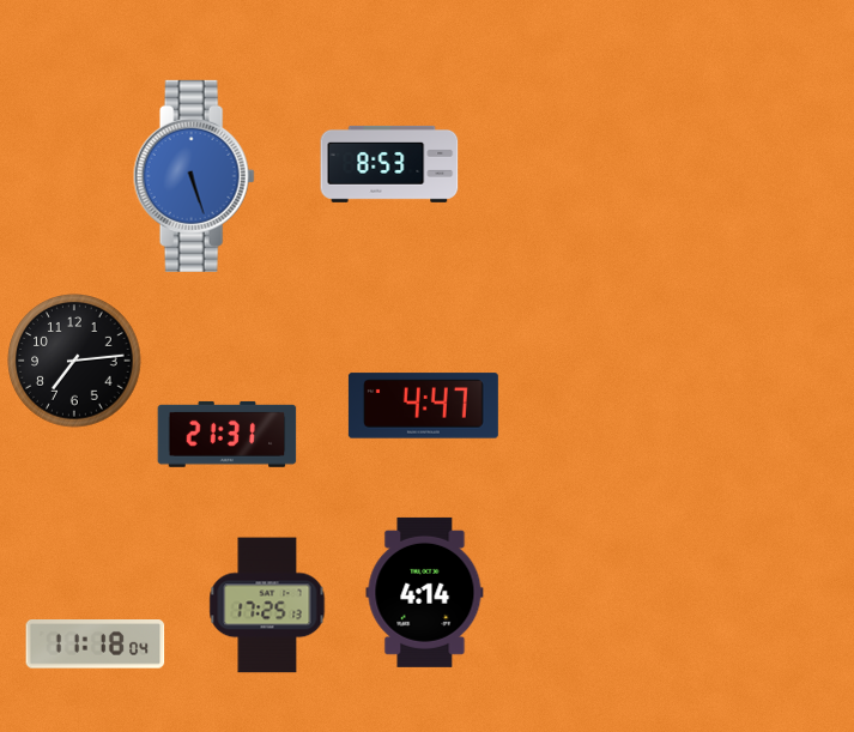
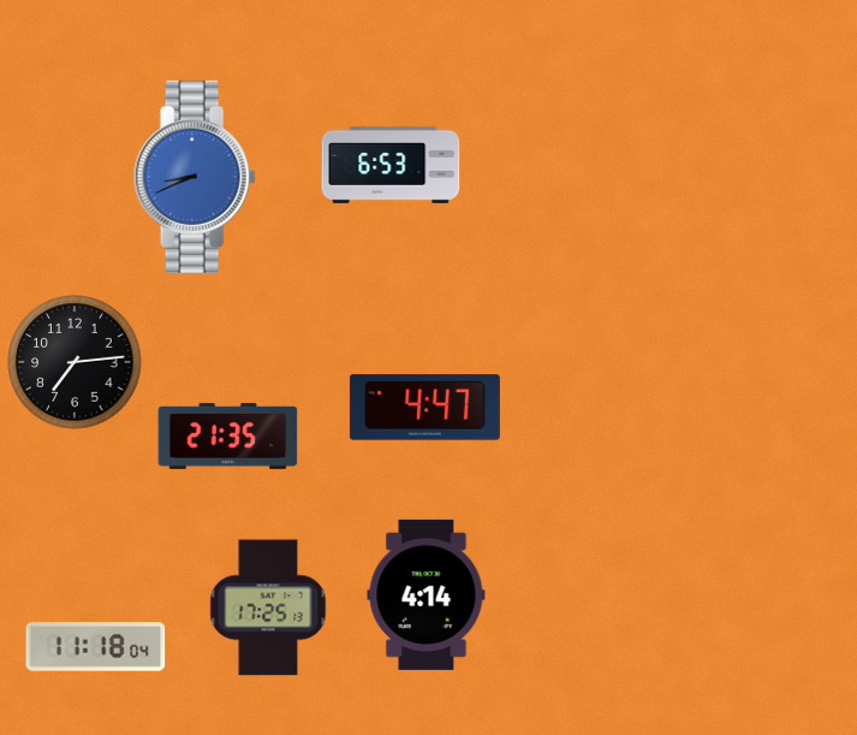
clock at (389, 164): 8:53 -> 6:53
clock at (194, 176): 5:27 -> 8:41
clock at (228, 434): 21:31 -> 21:35
